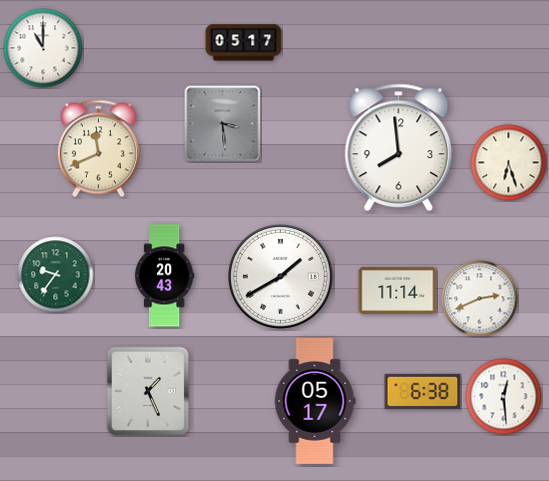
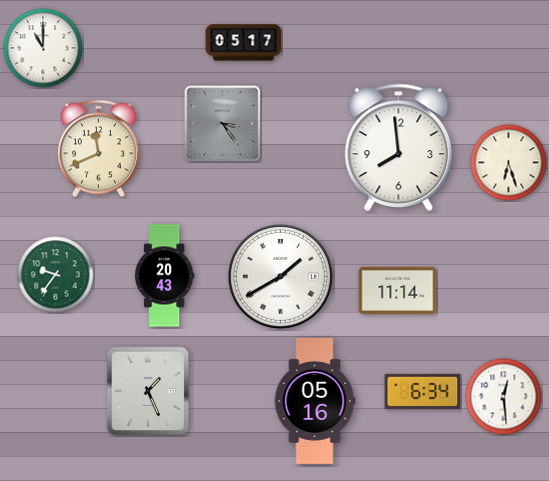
clock at (223, 124): 3:29 -> 3:24
clock at (480, 299): 2:41 -> none
clock at (423, 391): 6:38 -> 6:34
clock at (315, 401): 05:17 -> 05:16
